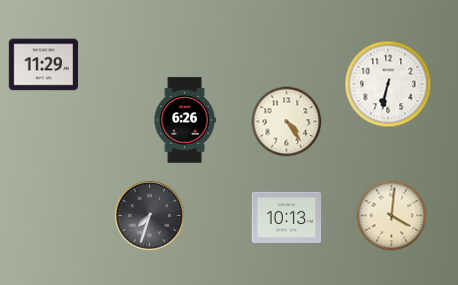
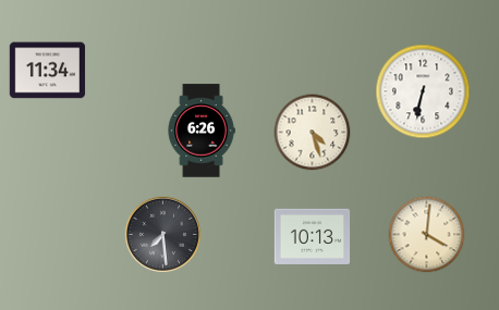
clock at (44, 65): 11:29 -> 11:34
clock at (287, 122): 4:24 -> 4:27
clock at (149, 215): 7:33 -> 7:29
